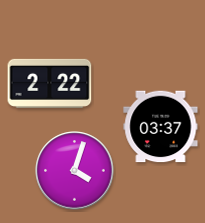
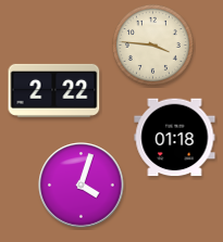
clock at (152, 44): none -> 3:46
clock at (161, 127): 03:37 -> 01:18
